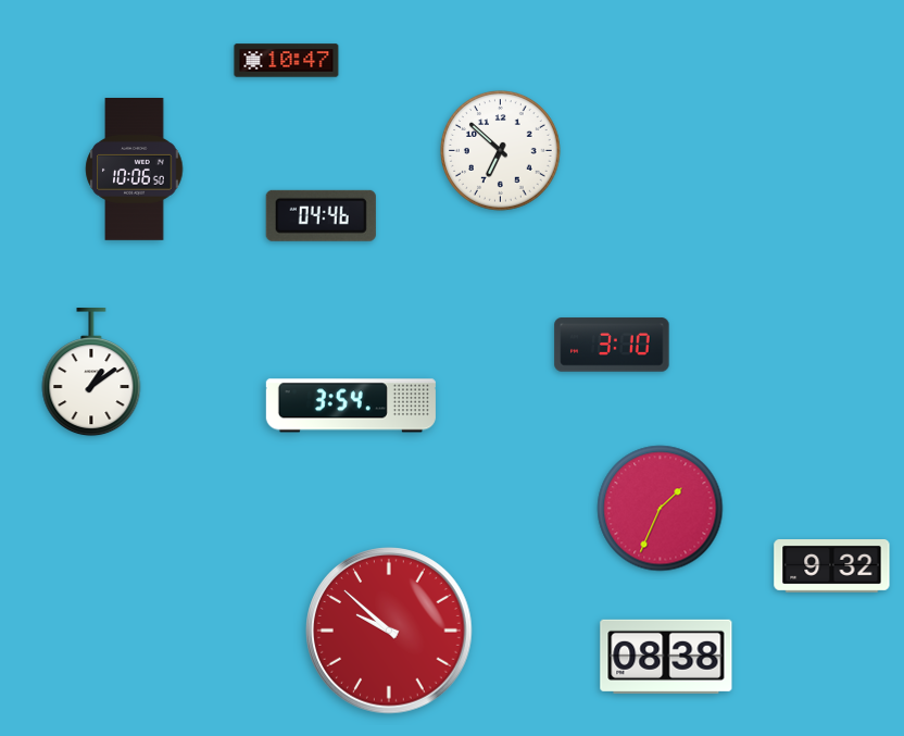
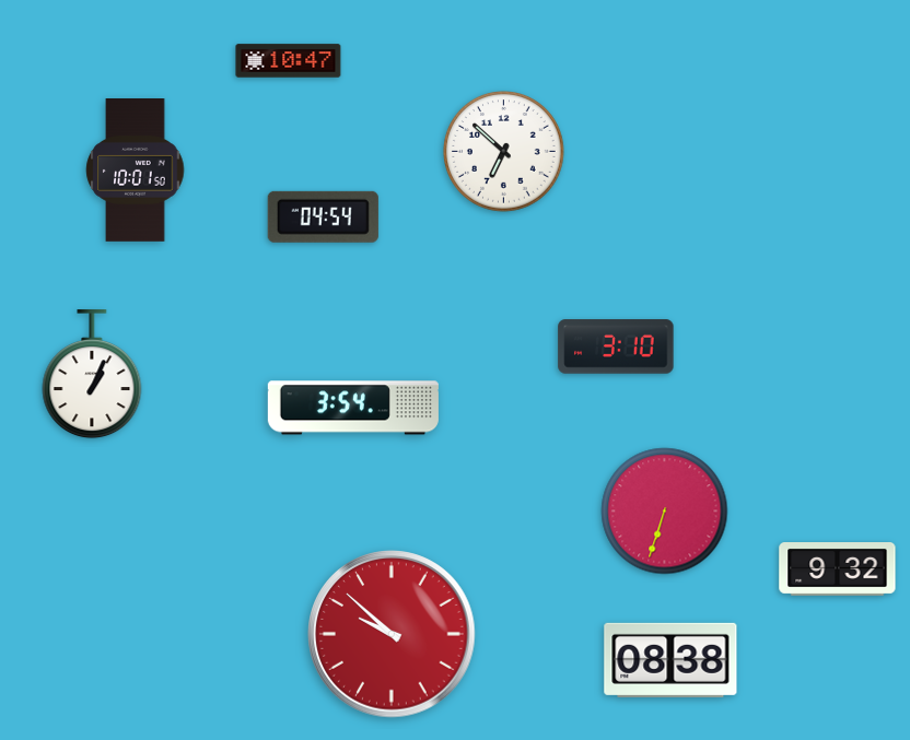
clock at (135, 170): 10:06 -> 10:01
clock at (321, 215): 04:46 -> 04:54
clock at (91, 373): 1:09 -> 1:04
clock at (661, 509): 1:34 -> 6:33
